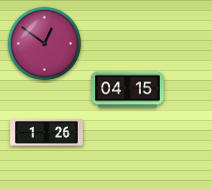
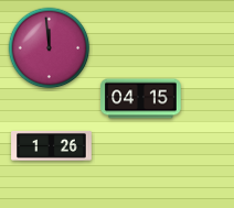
clock at (45, 44): 12:51 -> 11:59
